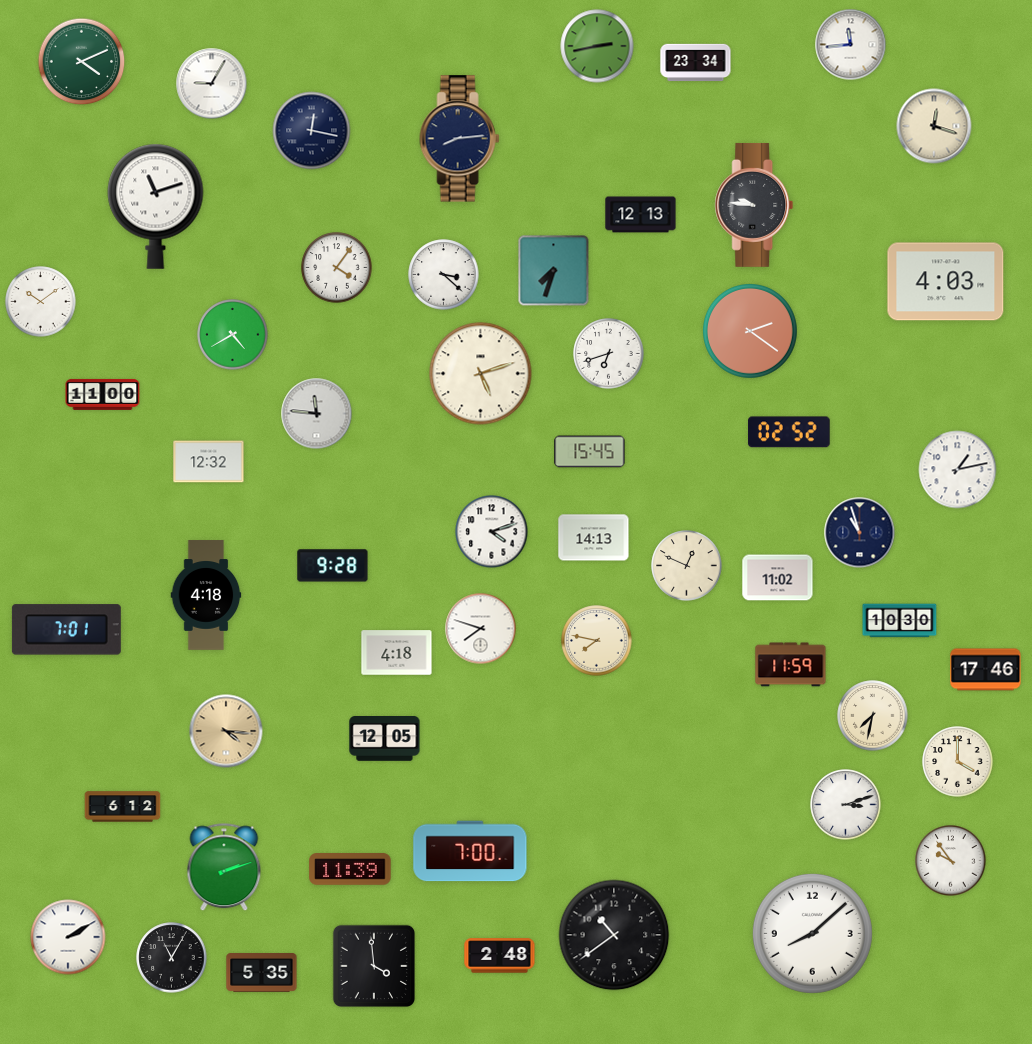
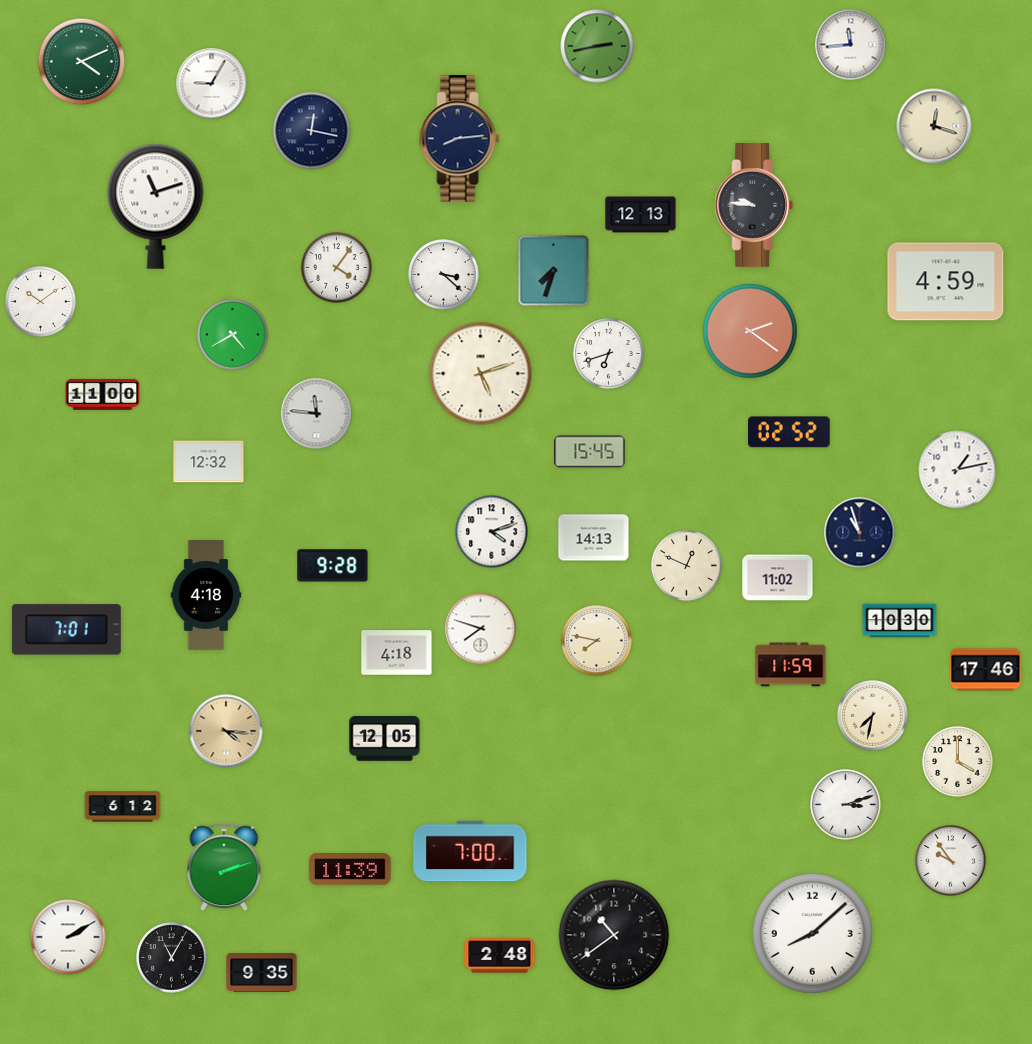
clock at (696, 63): 23:34 -> none
clock at (946, 282): 4:03 -> 4:59
clock at (374, 966): 3:59 -> none
clock at (262, 973): 5:35 -> 9:35
